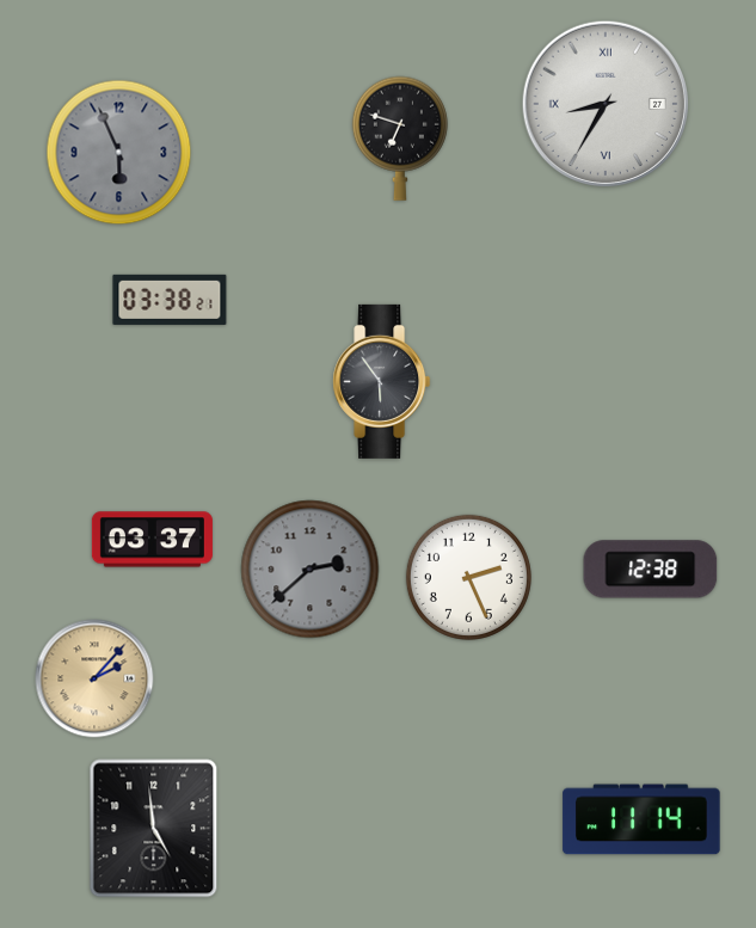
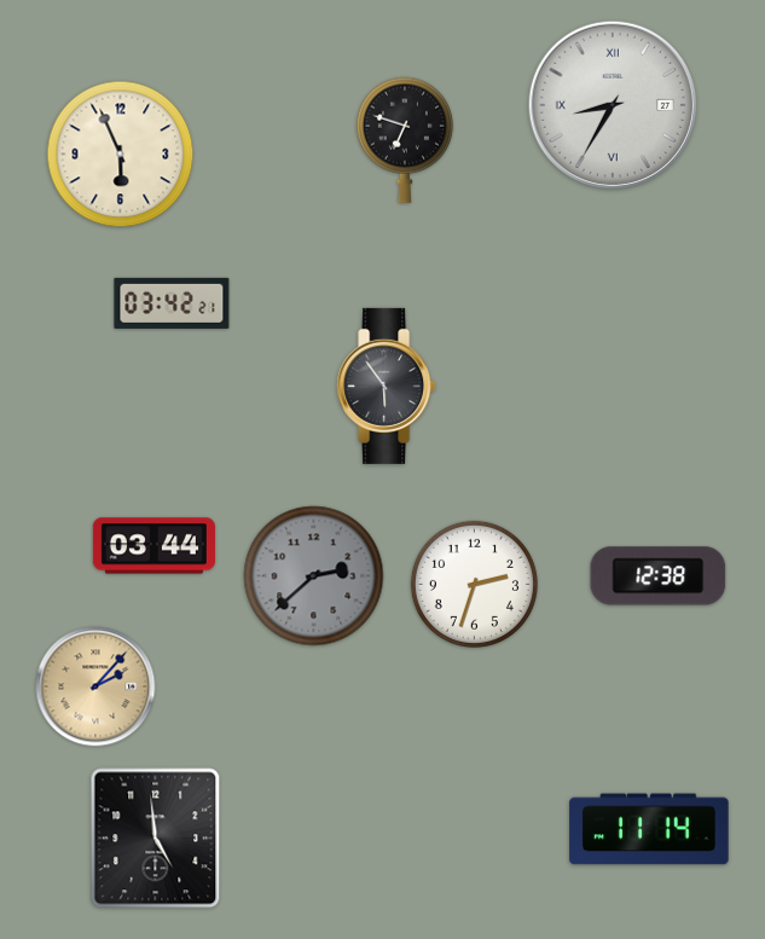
clock at (119, 153) dial: grey -> cream
clock at (170, 300): 03:38 -> 03:42
clock at (152, 540): 03:37 -> 03:44
clock at (468, 577): 2:26 -> 2:33
